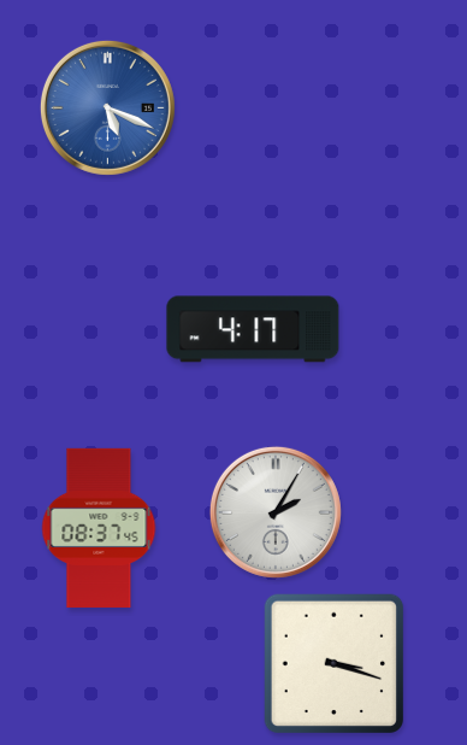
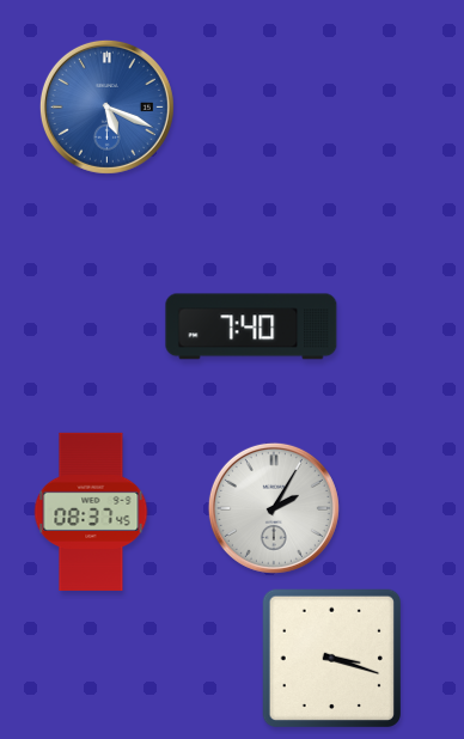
clock at (253, 329): 4:17 -> 7:40
clock at (99, 528) position: (99, 528) -> (91, 512)
